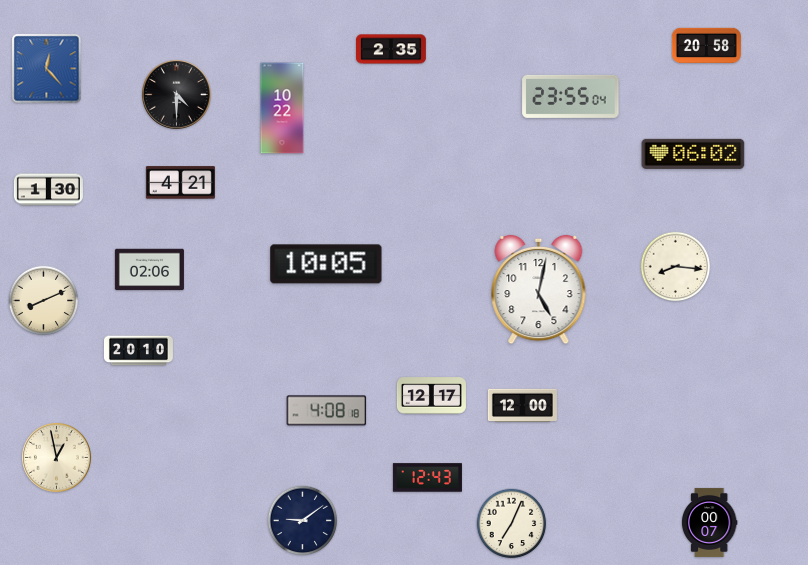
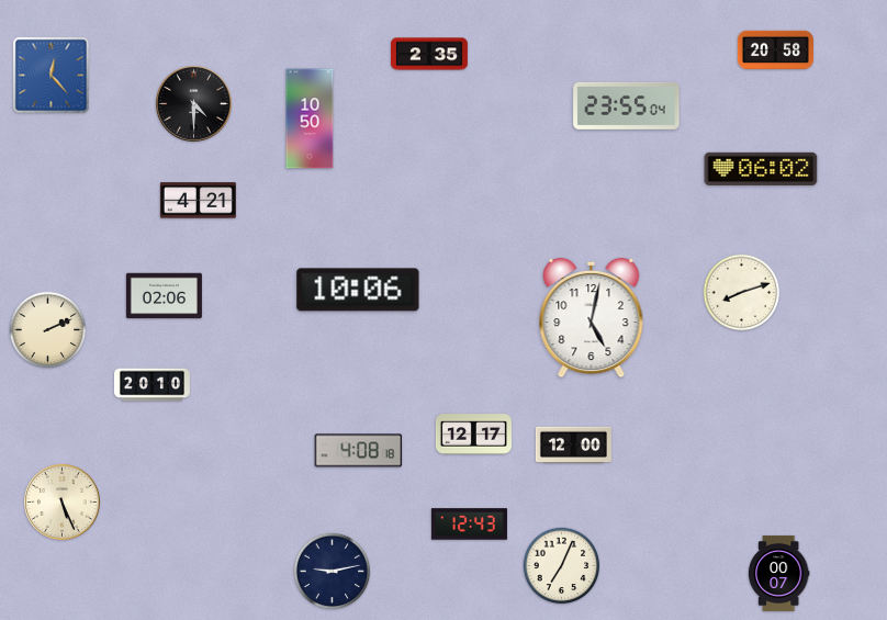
clock at (282, 108): 10:22 -> 10:50
clock at (48, 190): 1:30 -> none
clock at (326, 264): 10:05 -> 10:06
clock at (676, 267): 8:16 -> 8:12
clock at (44, 301): 8:11 -> 2:11
clock at (57, 458): 12:58 -> 5:26
clock at (303, 521): 9:09 -> 9:13
clock at (512, 524) position: (512, 524) -> (562, 566)
